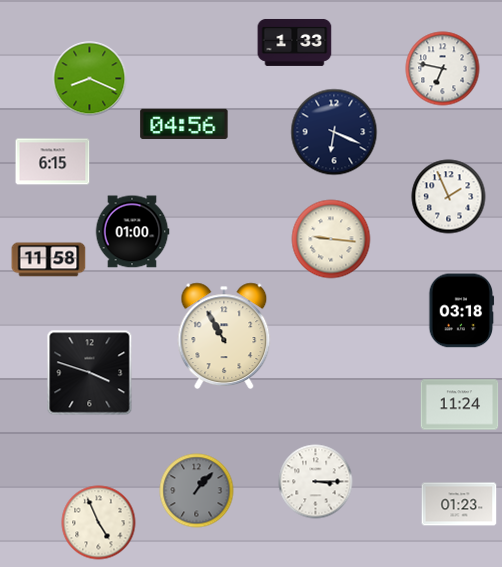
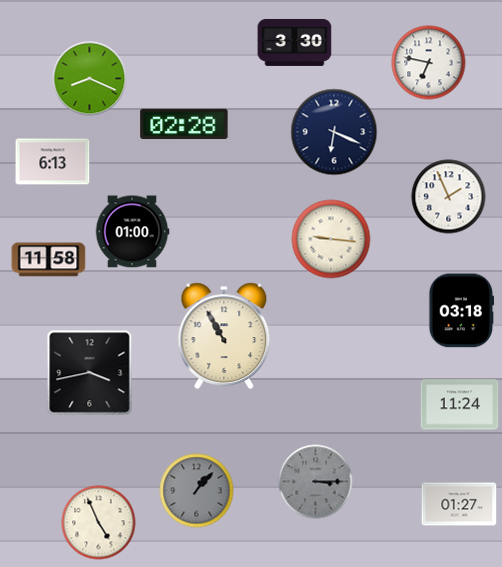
clock at (295, 42): 1:33 -> 3:30
clock at (443, 69) position: (443, 69) -> (429, 63)
clock at (184, 124): 04:56 -> 02:28
clock at (53, 162): 6:15 -> 6:13
clock at (90, 373): 3:48 -> 3:43
clock at (316, 482) dial: white -> grey
clock at (459, 504): 01:23 -> 01:27
